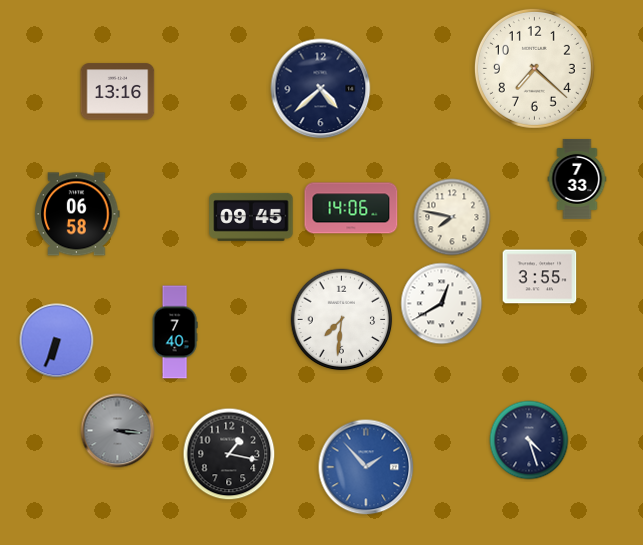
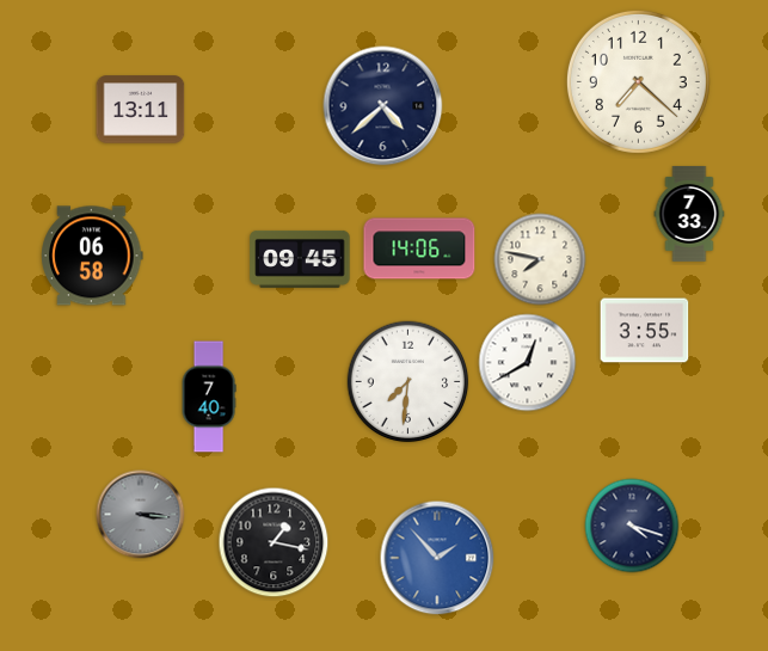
clock at (118, 92): 13:16 -> 13:11
clock at (57, 341): 6:34 -> none
clock at (529, 440): 4:27 -> 4:18
